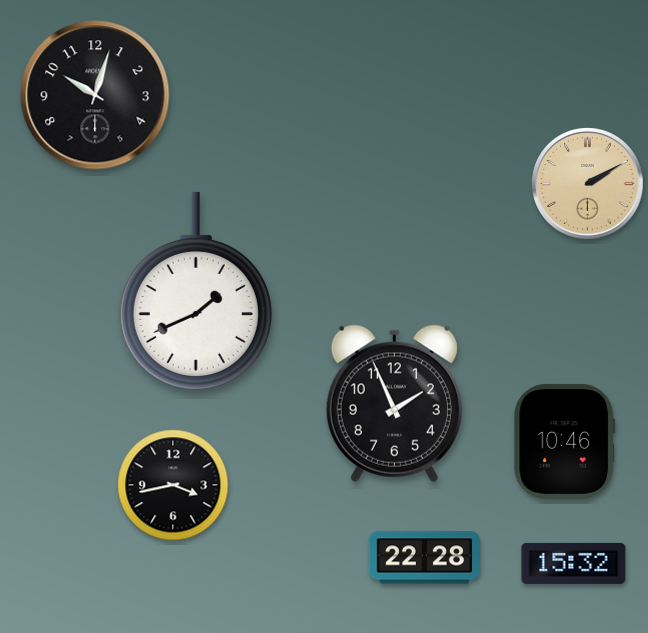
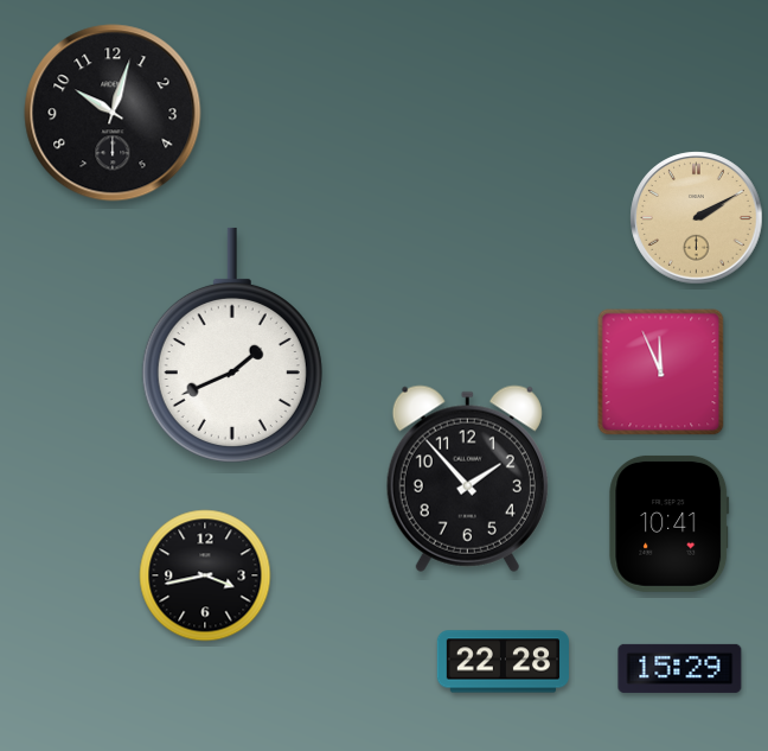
clock at (661, 373): none -> 11:56
clock at (394, 403): 1:56 -> 1:53
clock at (565, 441): 10:46 -> 10:41
clock at (574, 563): 15:32 -> 15:29
